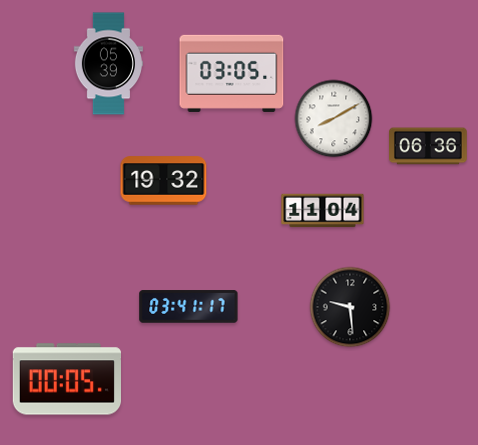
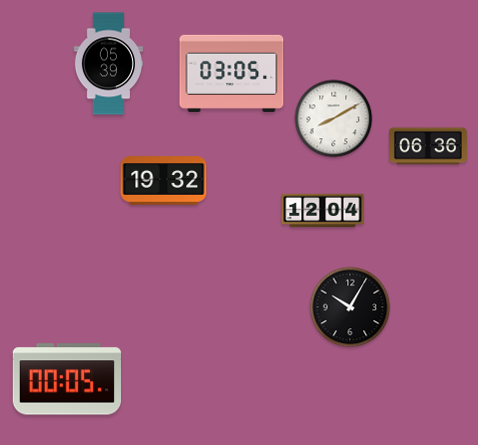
clock at (323, 211): 11:04 -> 12:04
clock at (189, 307): 03:41 -> none
clock at (350, 307): 9:29 -> 10:05
